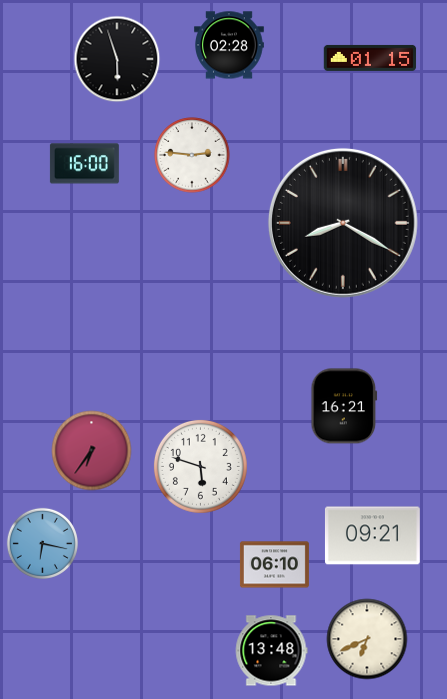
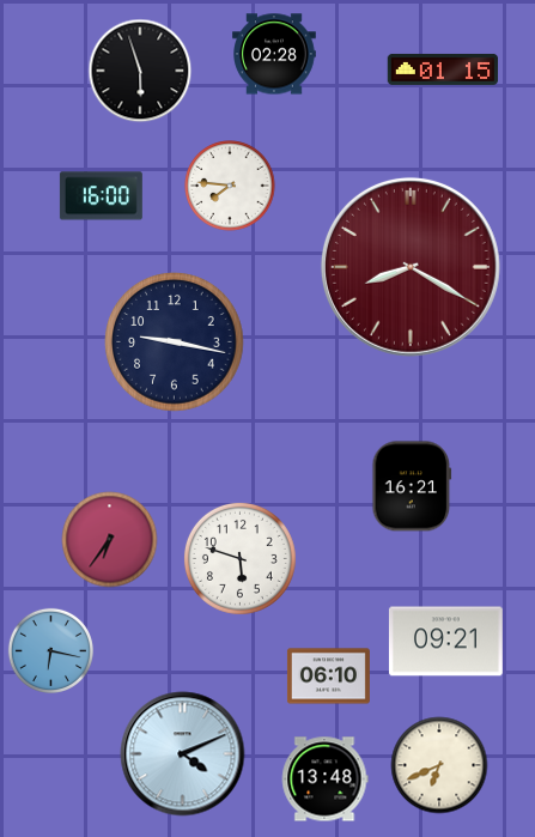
clock at (192, 155): 2:46 -> 7:46
clock at (343, 223) dial: black -> burgundy
clock at (175, 342): none -> 9:17
clock at (183, 754): none -> 4:11
